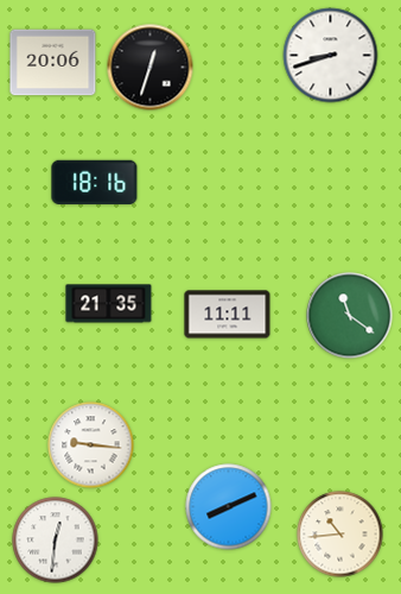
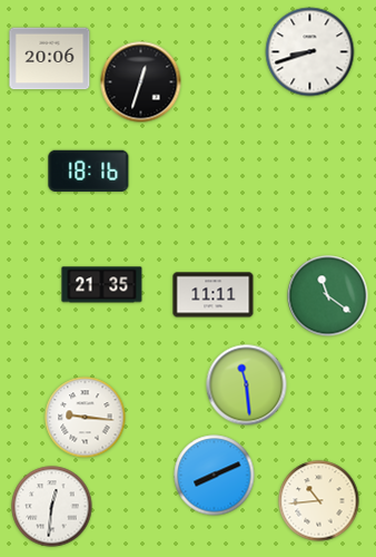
clock at (151, 68) position: (151, 68) -> (141, 82)
clock at (247, 385): none -> 11:29
